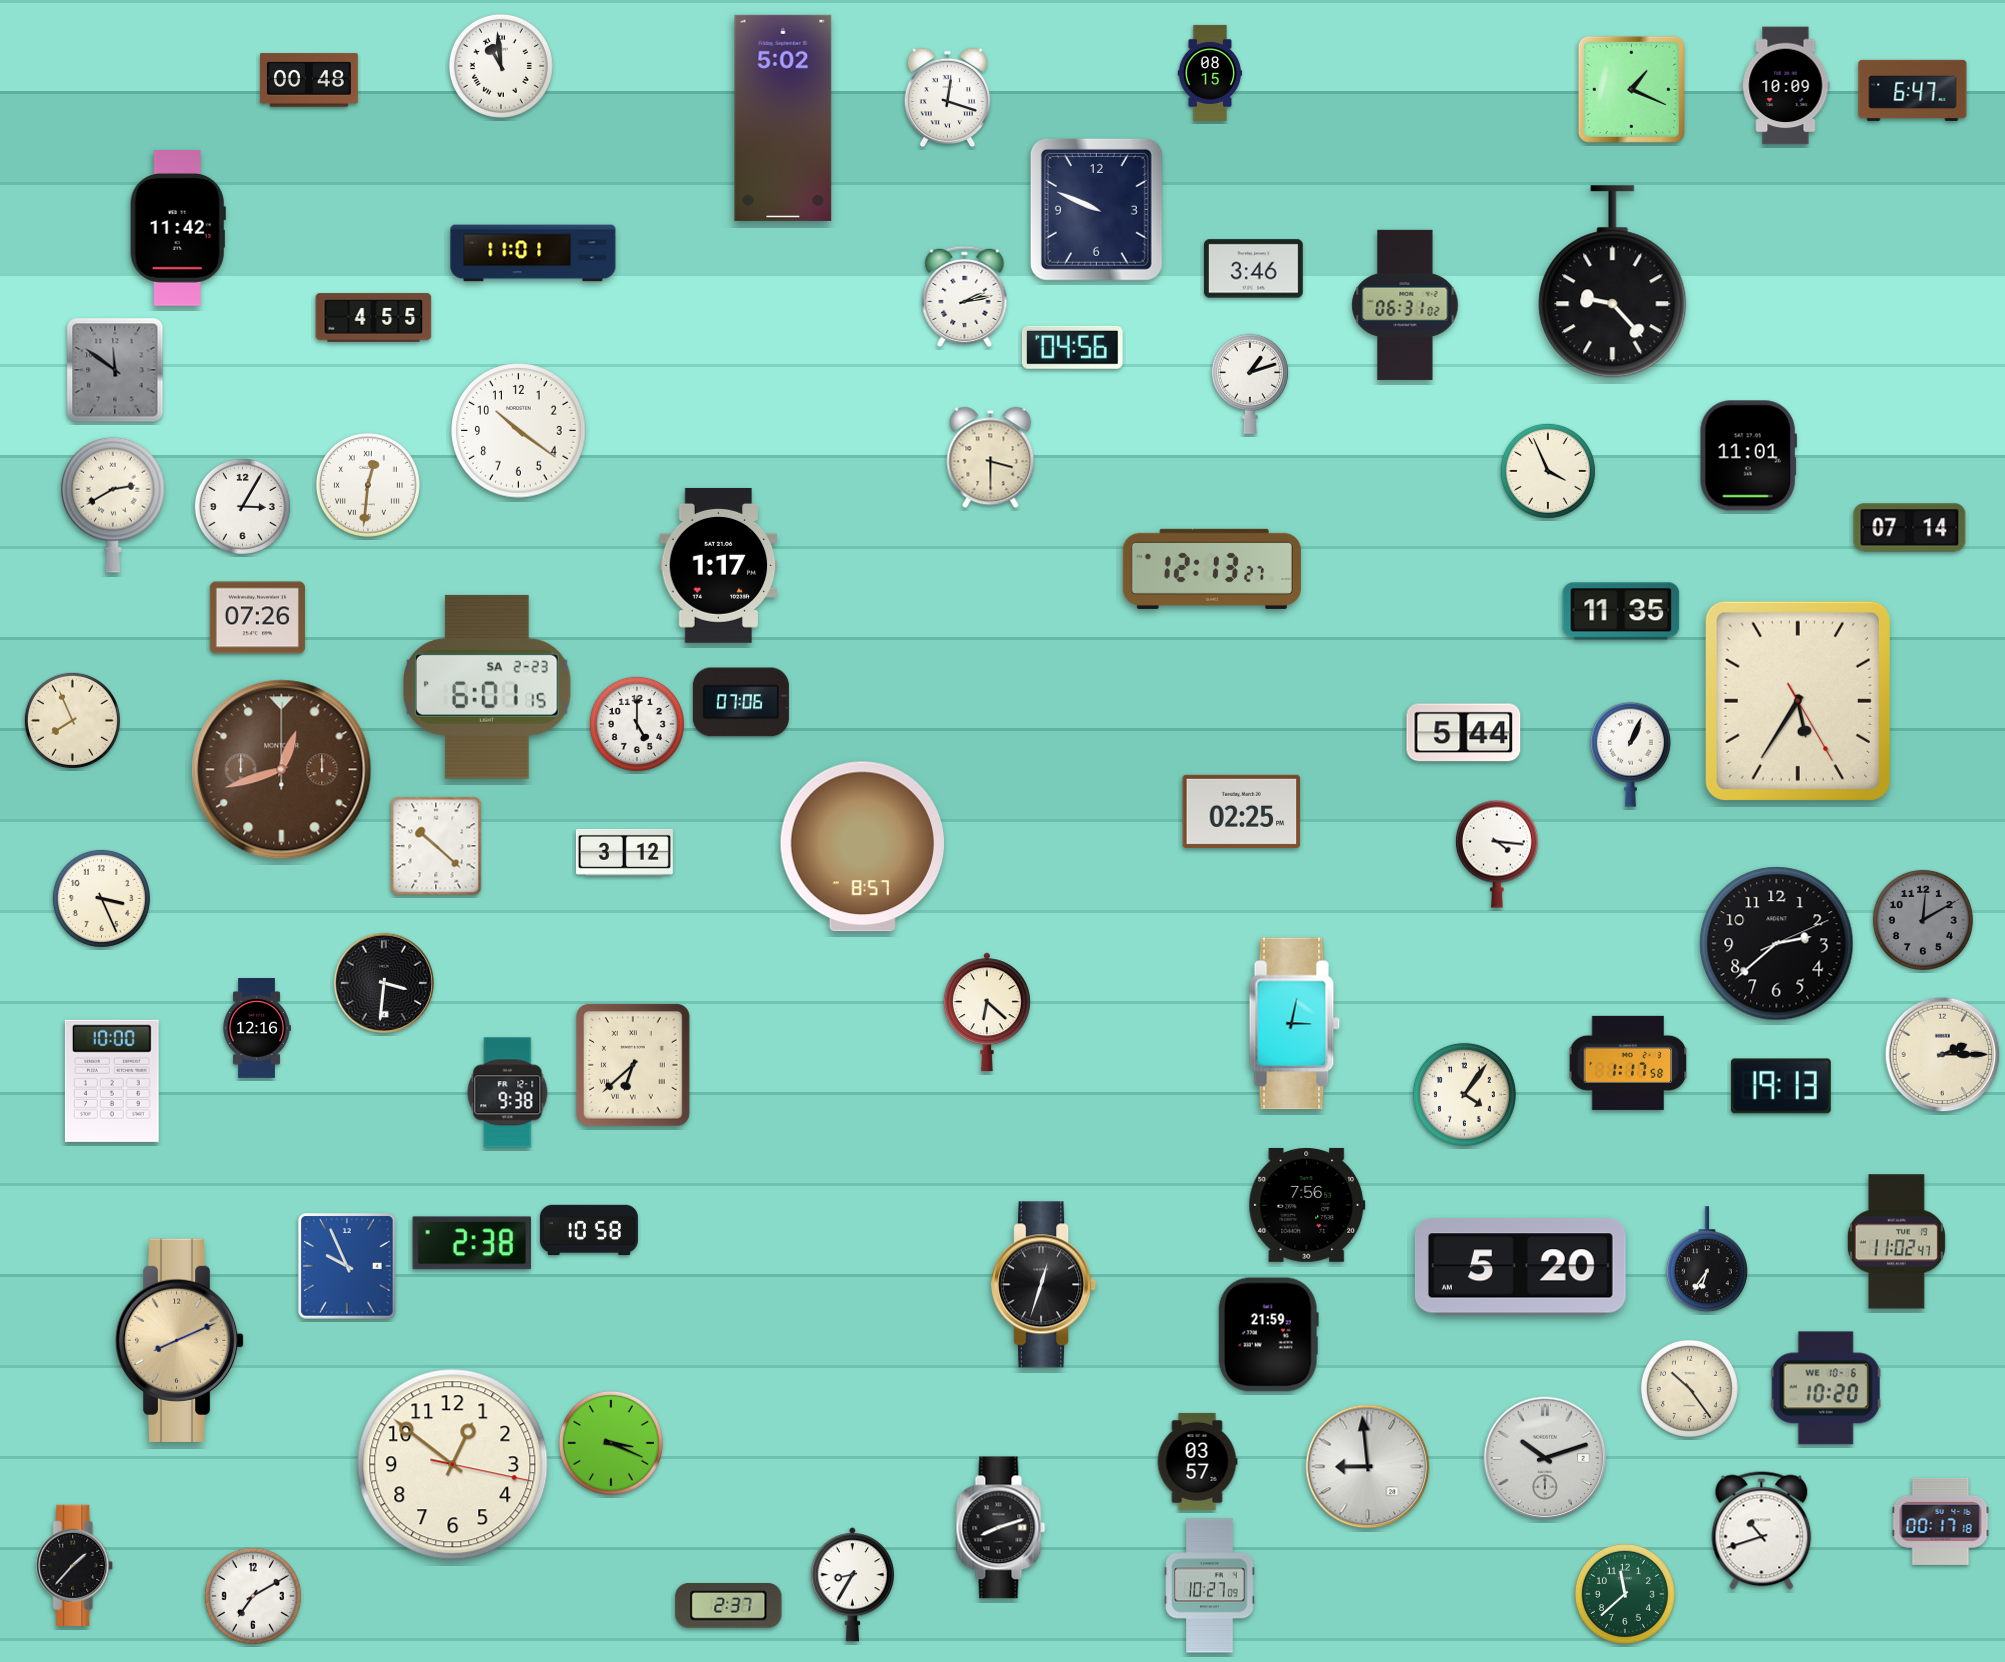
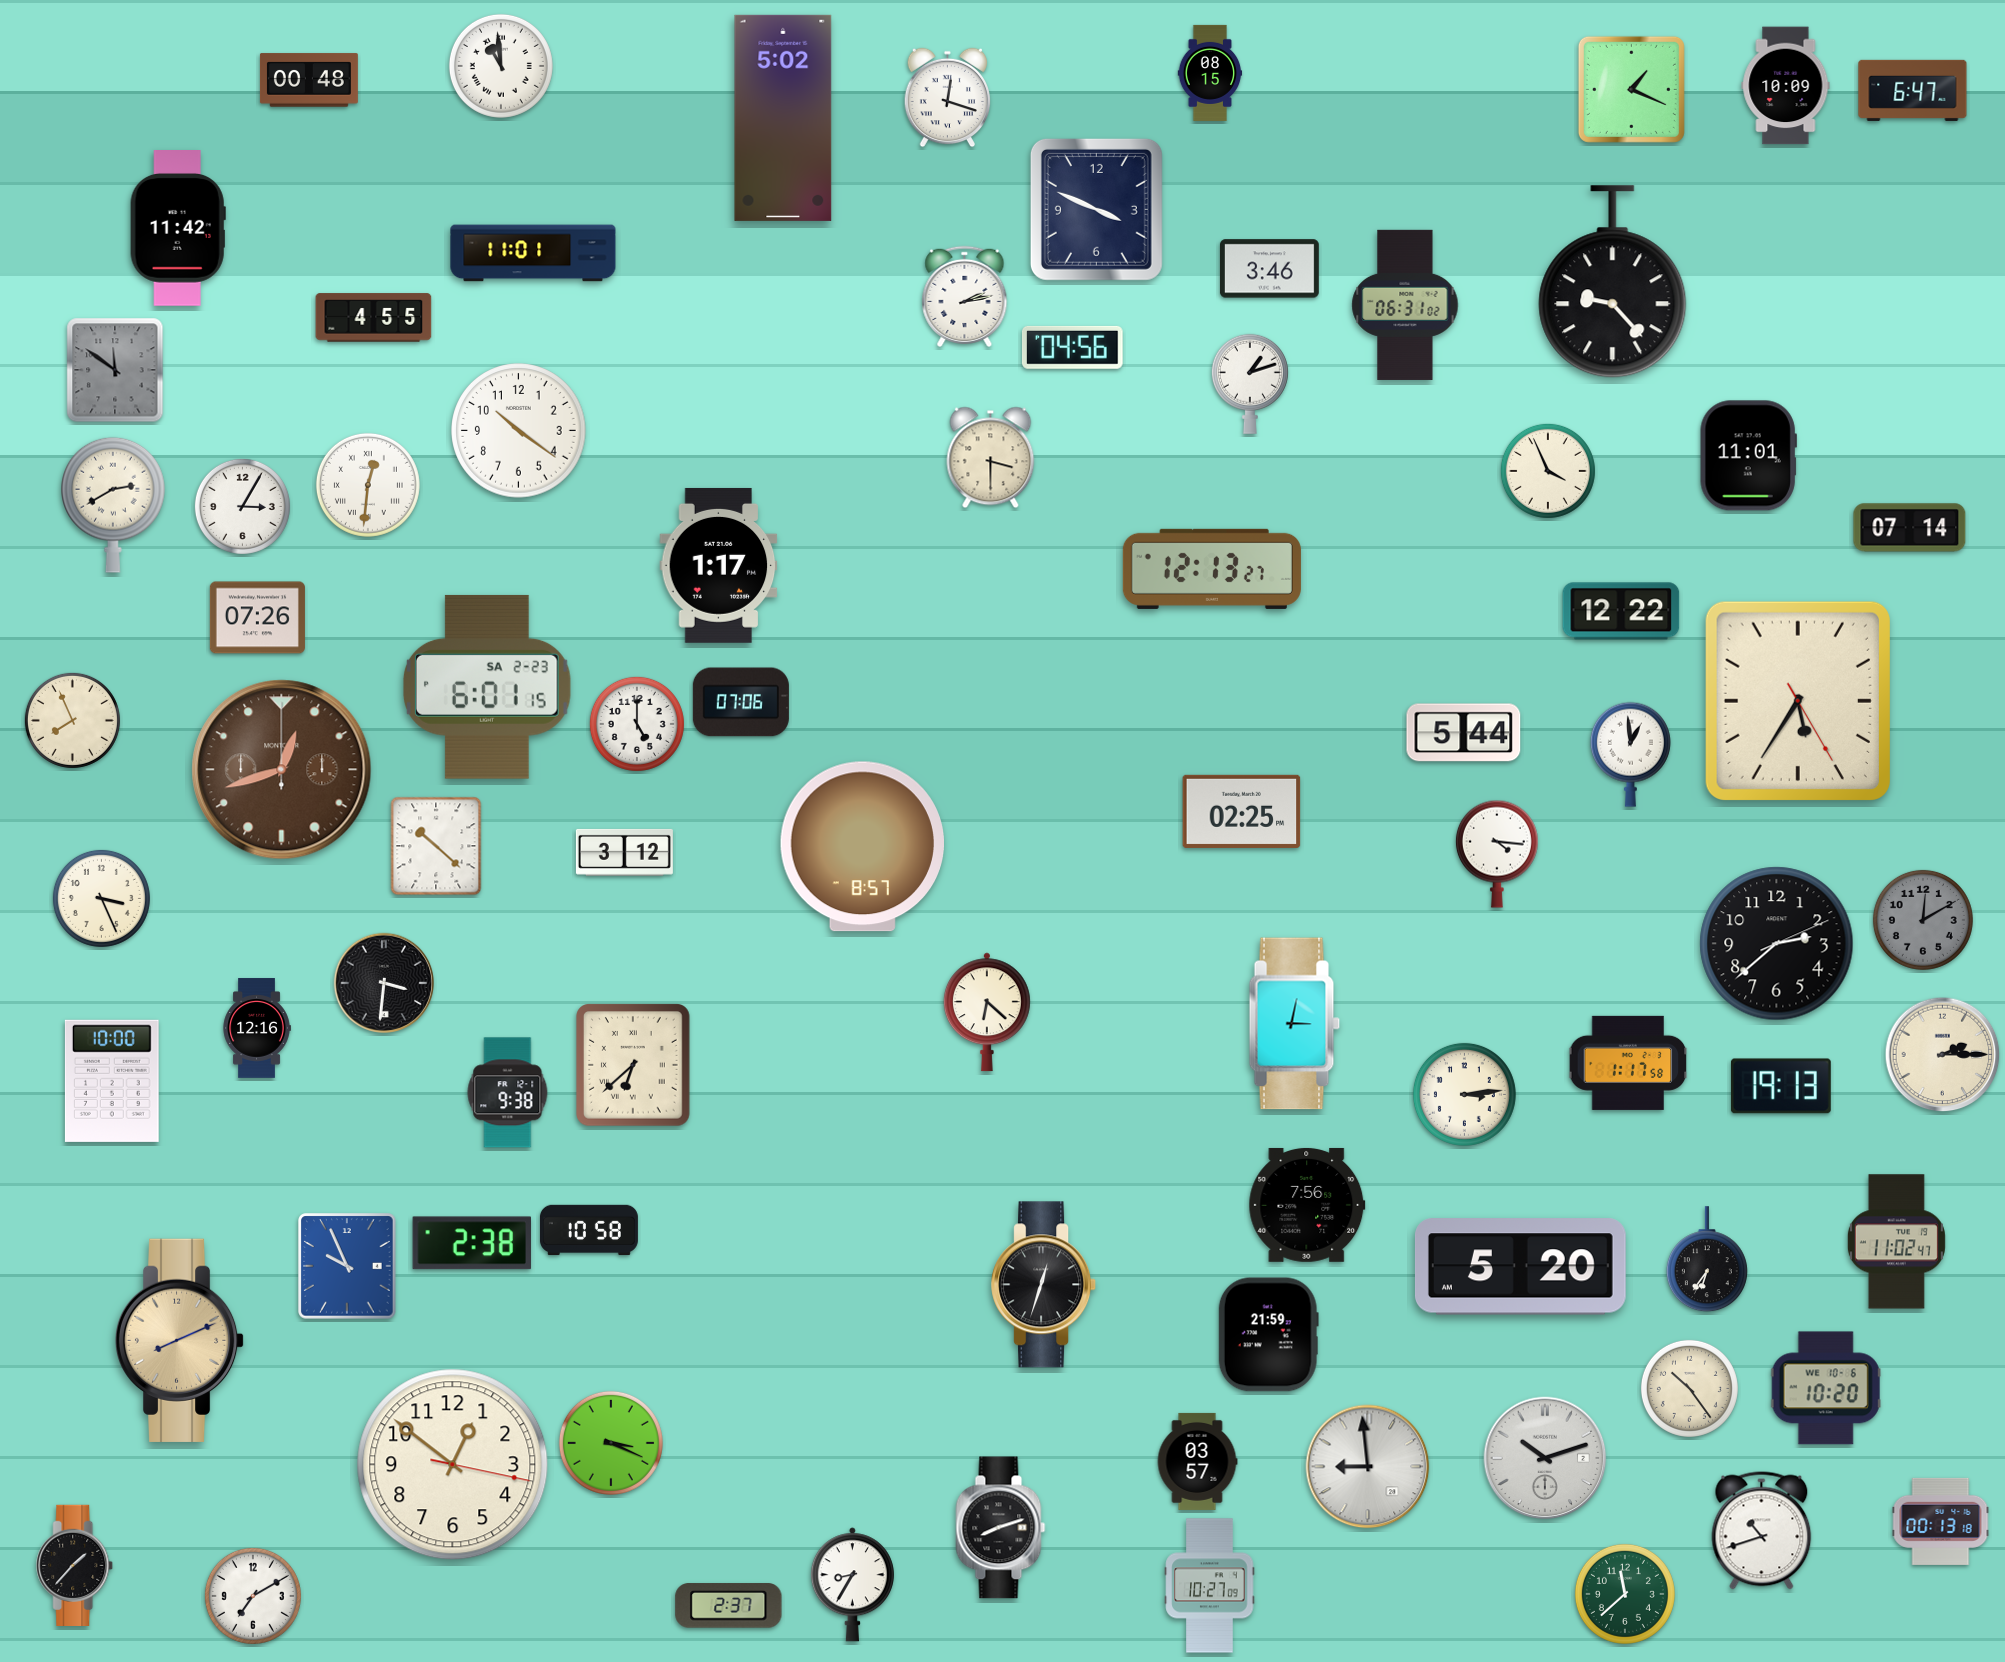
clock at (1096, 209): 9:49 -> 3:49
clock at (1253, 269) position: (1253, 269) -> (1269, 269)
clock at (1621, 611): 11:35 -> 12:22
clock at (1630, 754): 1:04 -> 12:59
clock at (1464, 1094): 4:06 -> 3:14
clock at (1941, 1521): 00:17 -> 00:13
